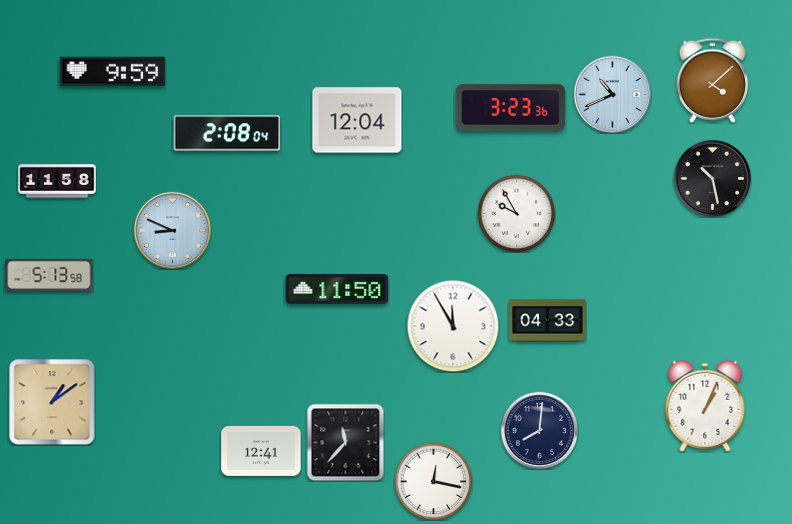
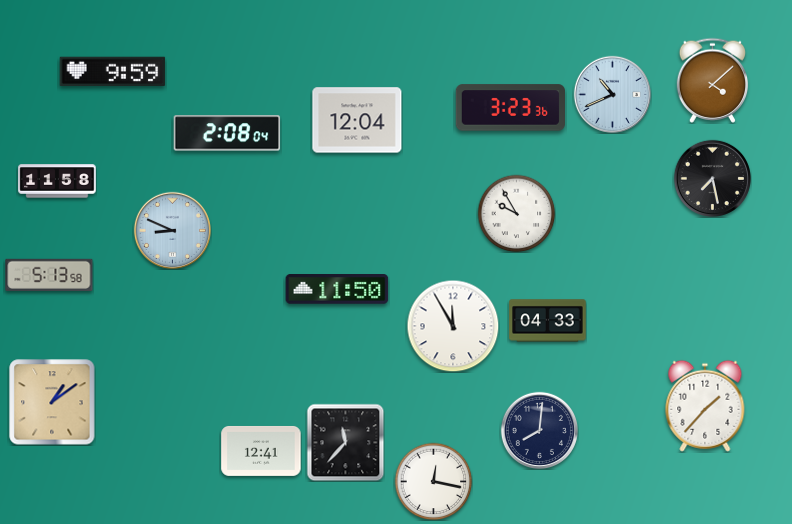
clock at (712, 178): 10:28 -> 7:28
clock at (705, 406): 1:04 -> 1:37
